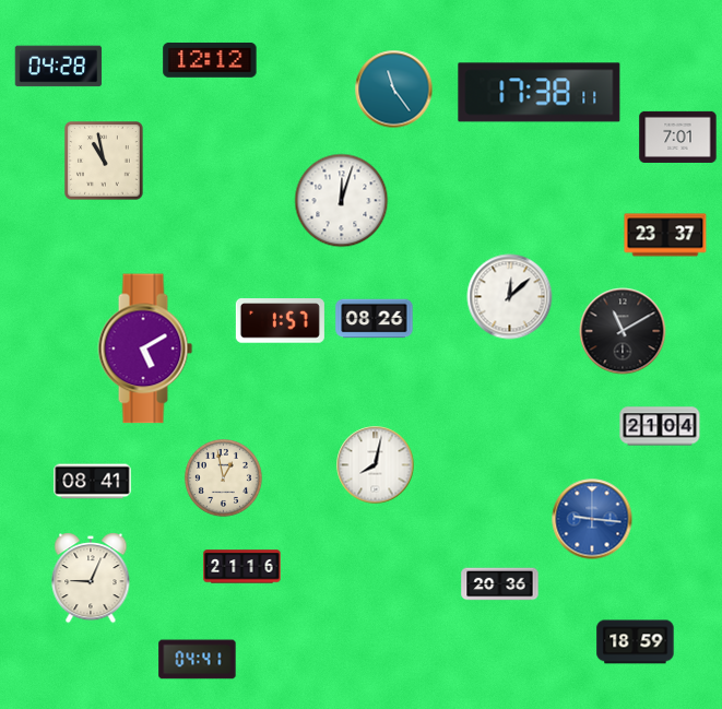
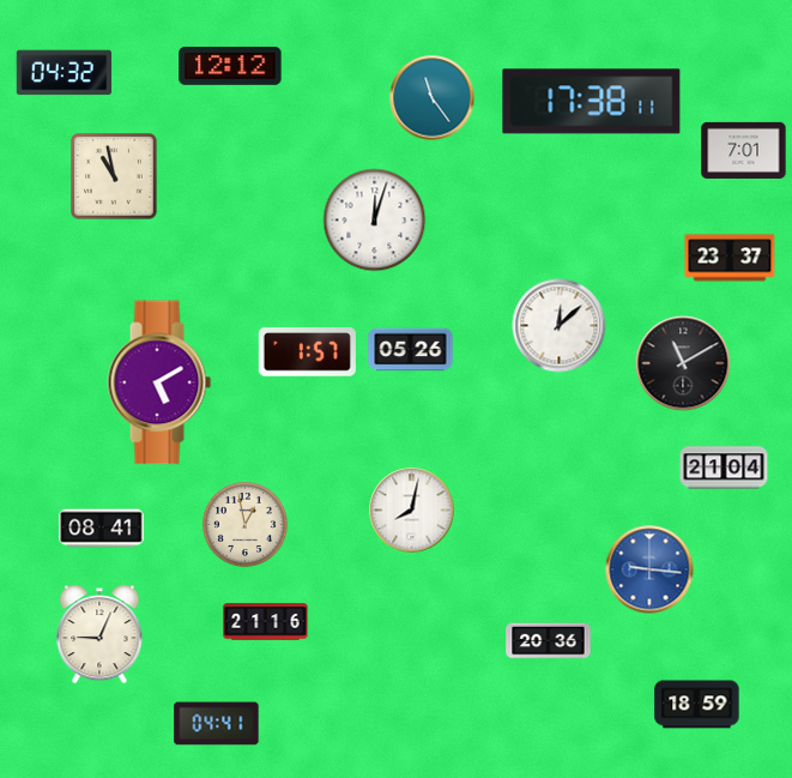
clock at (59, 67): 04:28 -> 04:32
clock at (375, 319): 08:26 -> 05:26
